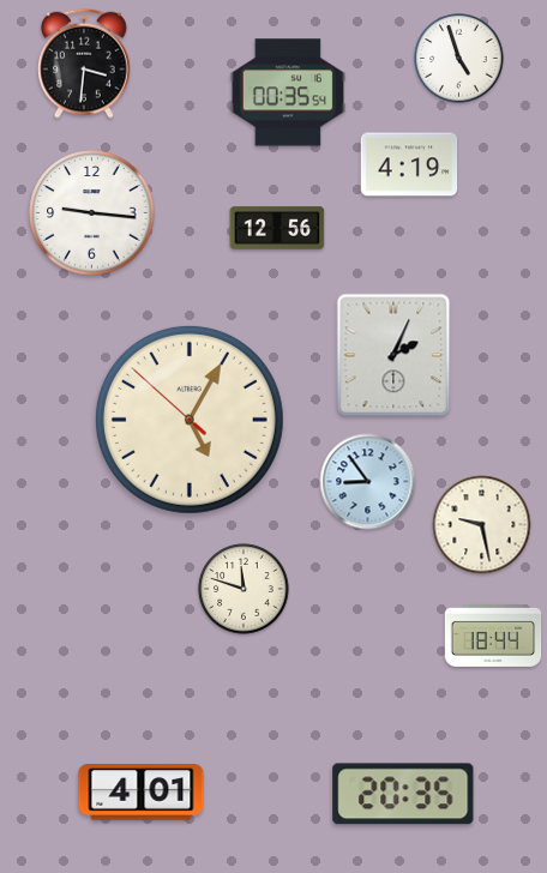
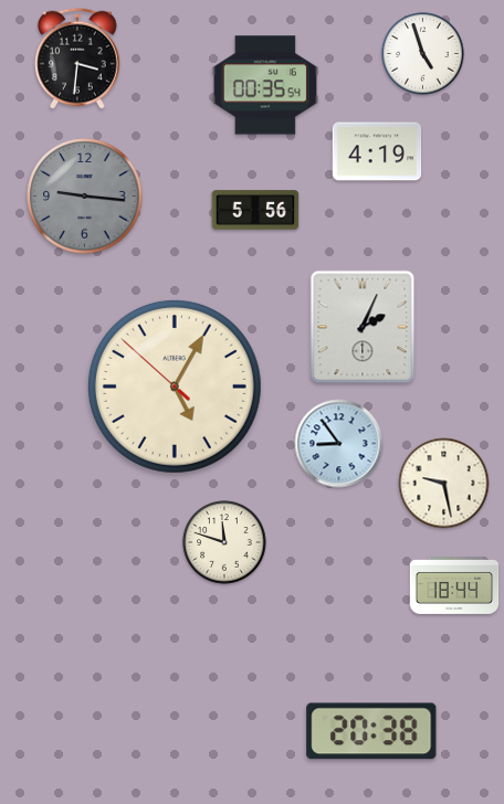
clock at (92, 213) dial: white -> grey
clock at (277, 228): 12:56 -> 5:56
clock at (142, 793): 4:01 -> none
clock at (403, 794): 20:35 -> 20:38
